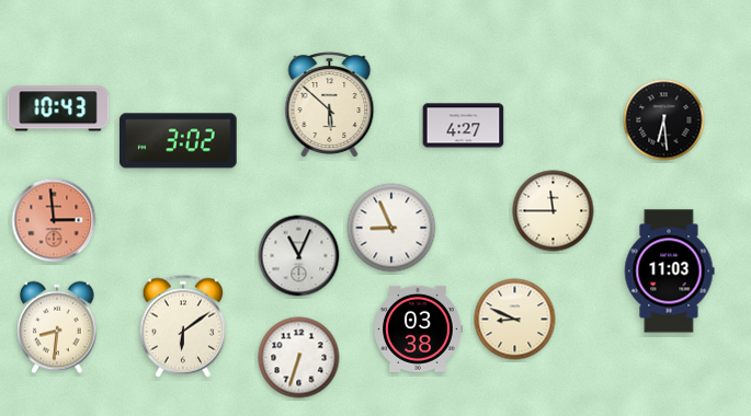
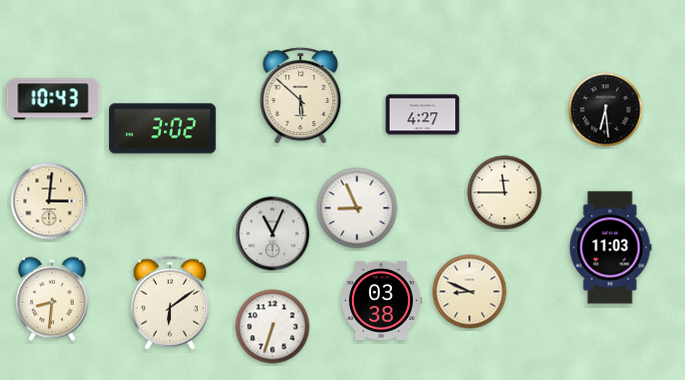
clock at (54, 220): 2:59 -> 3:01
clock at (54, 220) dial: salmon -> cream
clock at (183, 326) position: (183, 326) -> (170, 303)
